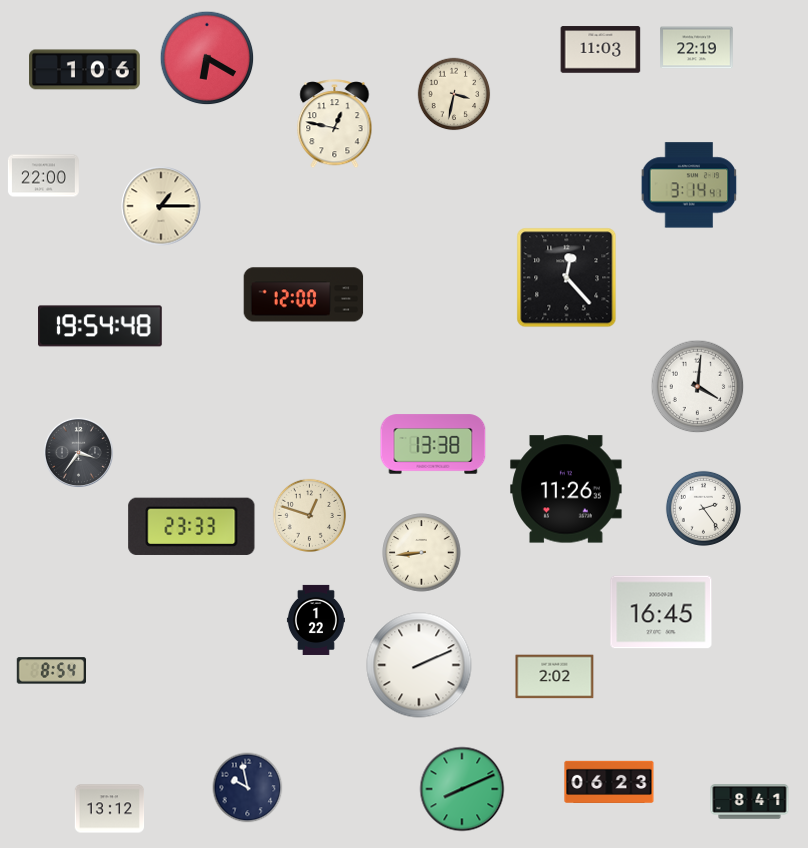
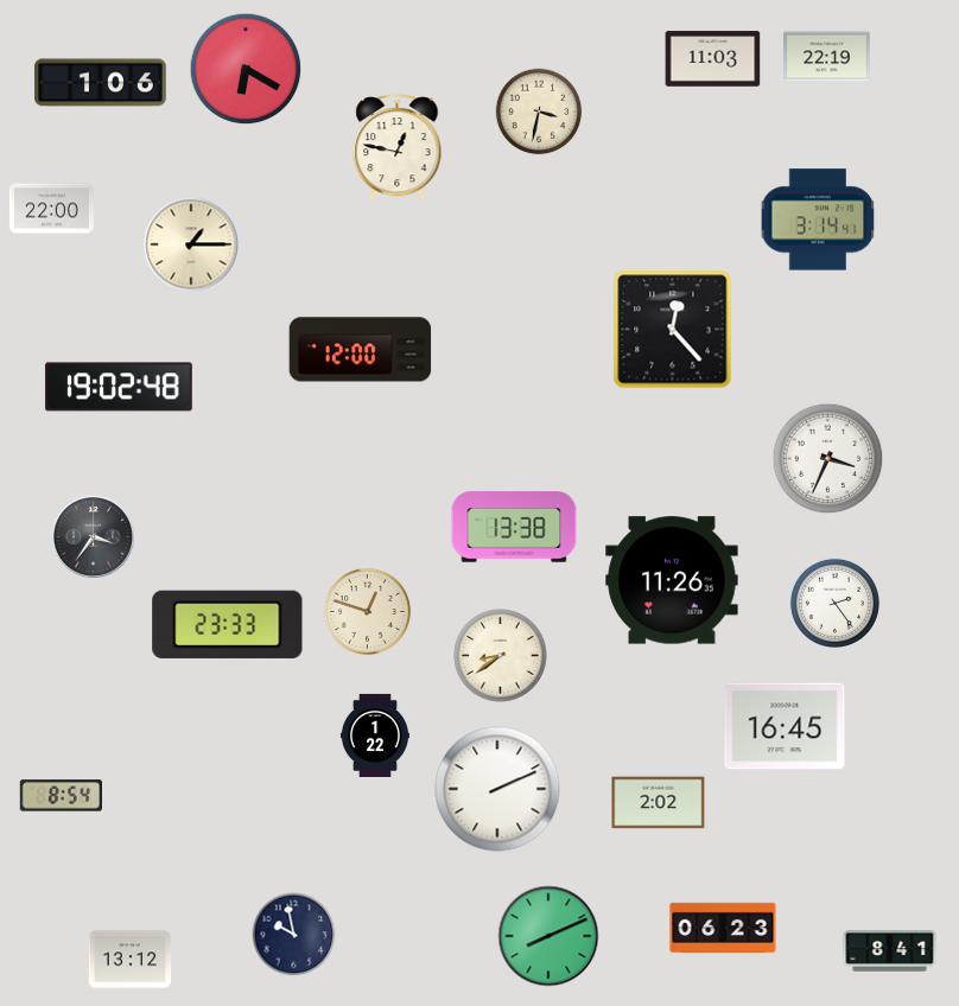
clock at (100, 326): 19:54 -> 19:02
clock at (698, 387): 4:01 -> 3:34
clock at (422, 553): 8:44 -> 8:39
